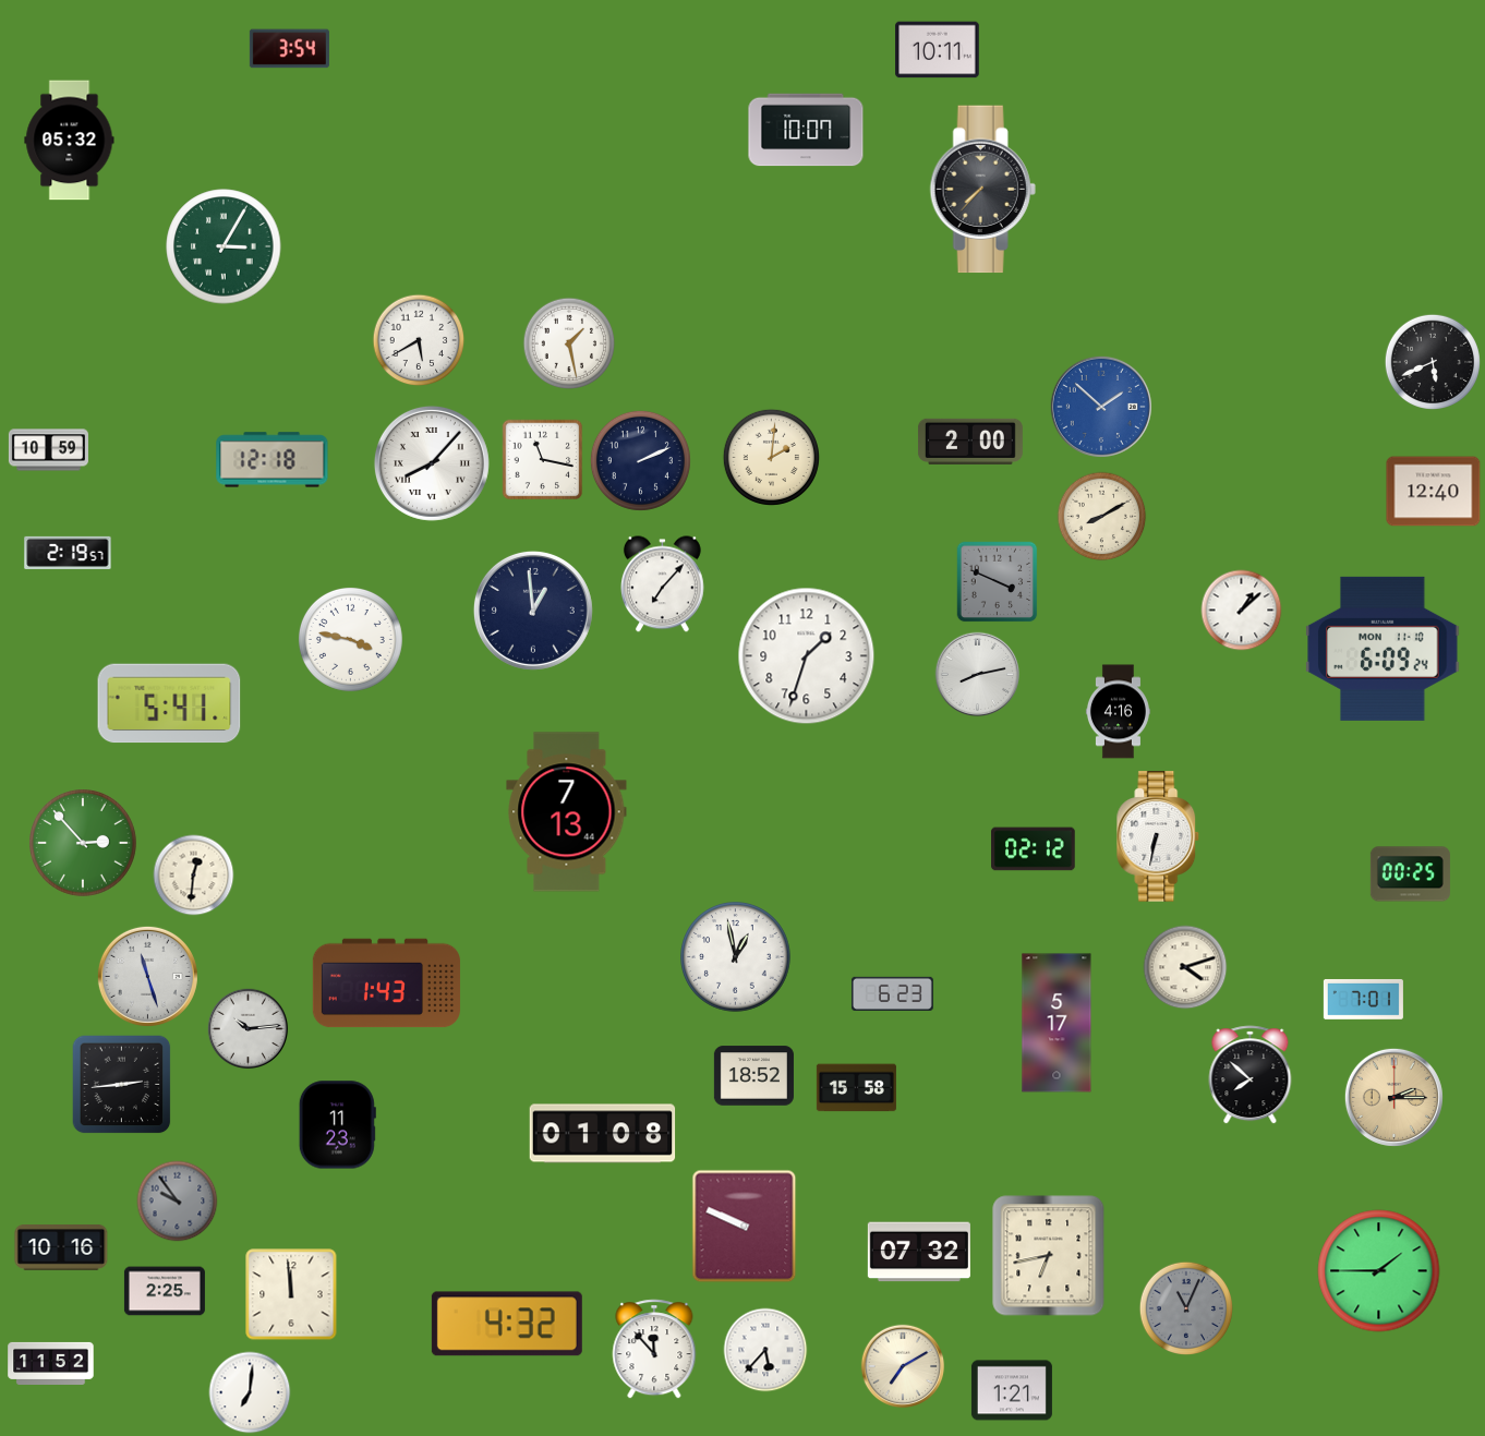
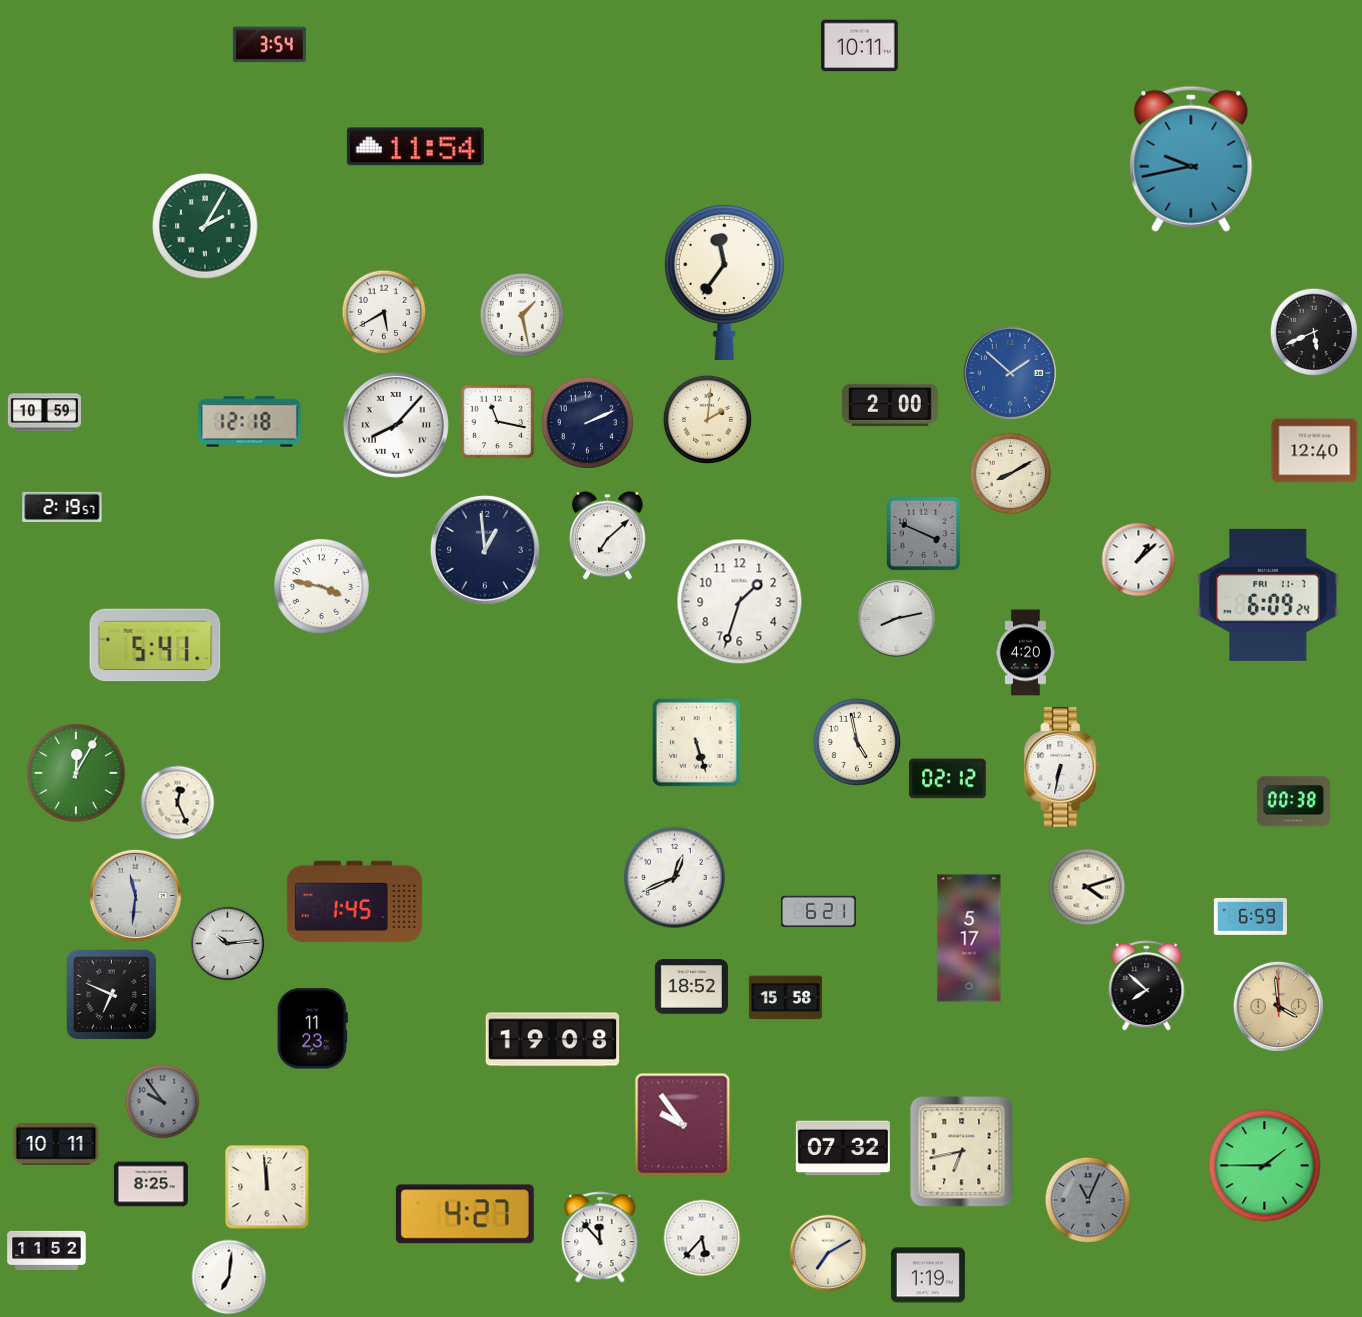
clock at (289, 49) position: (289, 49) -> (269, 45)
clock at (806, 130): 10:07 -> none
clock at (70, 141): 05:32 -> none
clock at (415, 147): none -> 11:54
clock at (1191, 159): none -> 9:43
clock at (982, 190): 7:37 -> none
clock at (224, 246): 3:05 -> 2:05
clock at (724, 282): none -> 11:36
clock at (998, 582) position: (998, 582) -> (924, 534)
clock at (662, 584): 7:07 -> 7:08
clock at (533, 611) position: (533, 611) -> (485, 550)
clock at (1383, 649) date: MON 11-10 -> FRI 11-7
clock at (1118, 712): 4:16 -> 4:20
clock at (696, 742): none -> 5:27
clock at (856, 742): none -> 4:58
clock at (567, 812): 7:13 -> none
clock at (84, 844): 2:53 -> 12:05
clock at (1410, 874): 00:25 -> 00:38
clock at (194, 876): 12:31 -> 12:26
clock at (736, 957): 12:58 -> 12:41
clock at (147, 976): 11:27 -> 11:31
clock at (386, 984): 1:43 -> 1:45
clock at (892, 993): 6:23 -> 6:21
clock at (1363, 999): 7:01 -> 6:59
clock at (122, 1085): 2:44 -> 6:49
clock at (1393, 1097): 2:15 -> 3:59
clock at (337, 1125) position: (337, 1125) -> (312, 1029)
clock at (603, 1134): 01:08 -> 19:08
clock at (745, 1227): 9:49 -> 9:54
clock at (61, 1248): 10:16 -> 10:11
clock at (165, 1291): 2:25 -> 8:25
clock at (507, 1324): 4:32 -> 4:27
clock at (1012, 1390): 1:21 -> 1:19
